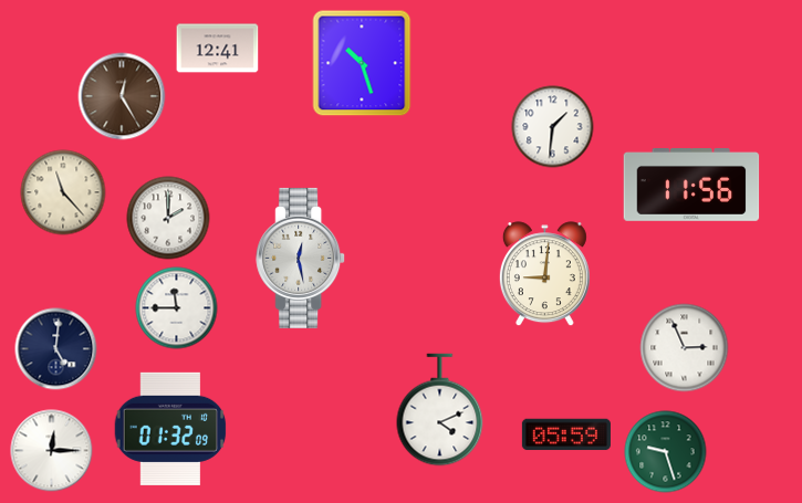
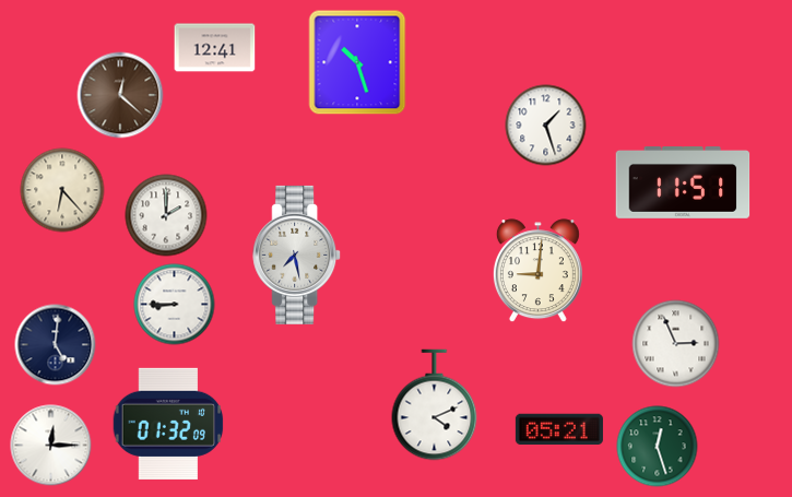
clock at (122, 96): 12:25 -> 12:22
clock at (553, 127): 1:31 -> 1:27
clock at (691, 186): 11:56 -> 11:51
clock at (63, 192): 11:23 -> 6:23
clock at (301, 258): 12:28 -> 7:28
clock at (177, 308): 11:45 -> 8:45
clock at (566, 434): 05:59 -> 05:21
clock at (666, 452): 9:27 -> 12:27
